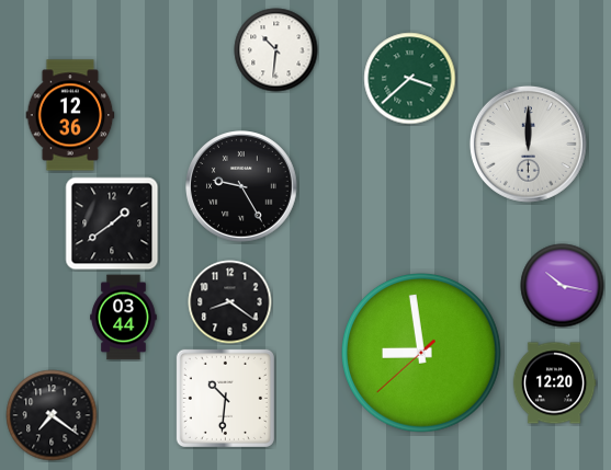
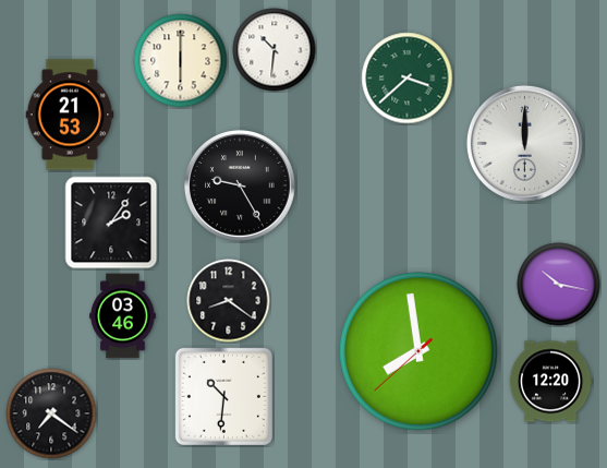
clock at (181, 61): none -> 6:00
clock at (70, 115): 12:36 -> 21:53
clock at (112, 223): 1:39 -> 2:06
clock at (124, 318): 03:44 -> 03:46
clock at (422, 354): 8:58 -> 7:58
